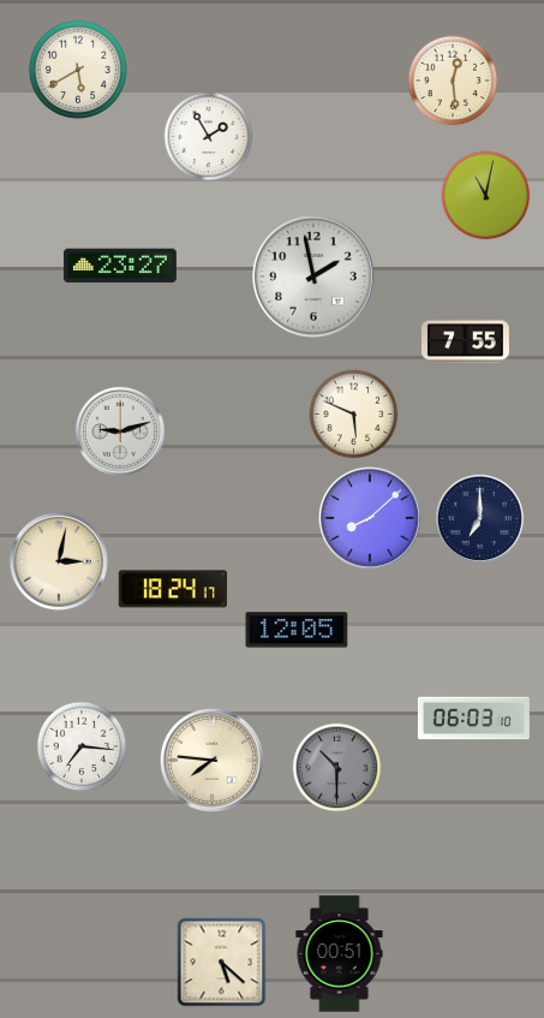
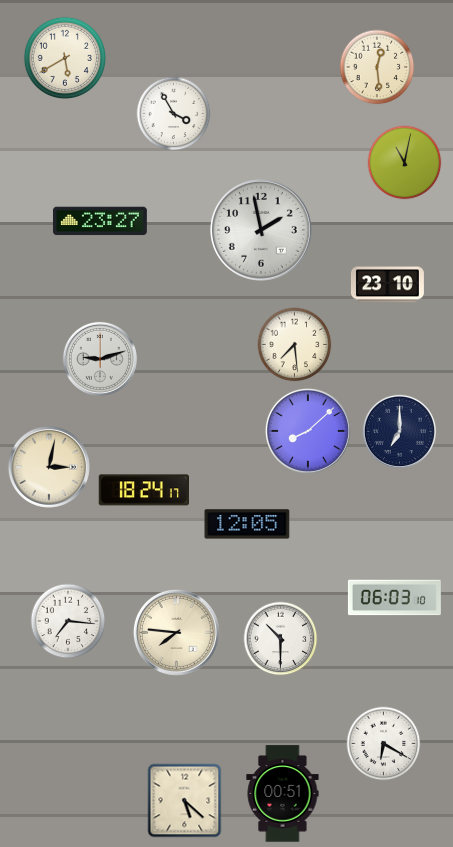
clock at (209, 137): 1:55 -> 3:55
clock at (465, 343): 7:55 -> 23:10
clock at (354, 415): 5:49 -> 7:29
clock at (337, 768) dial: grey -> white
clock at (384, 744): none -> 6:20
